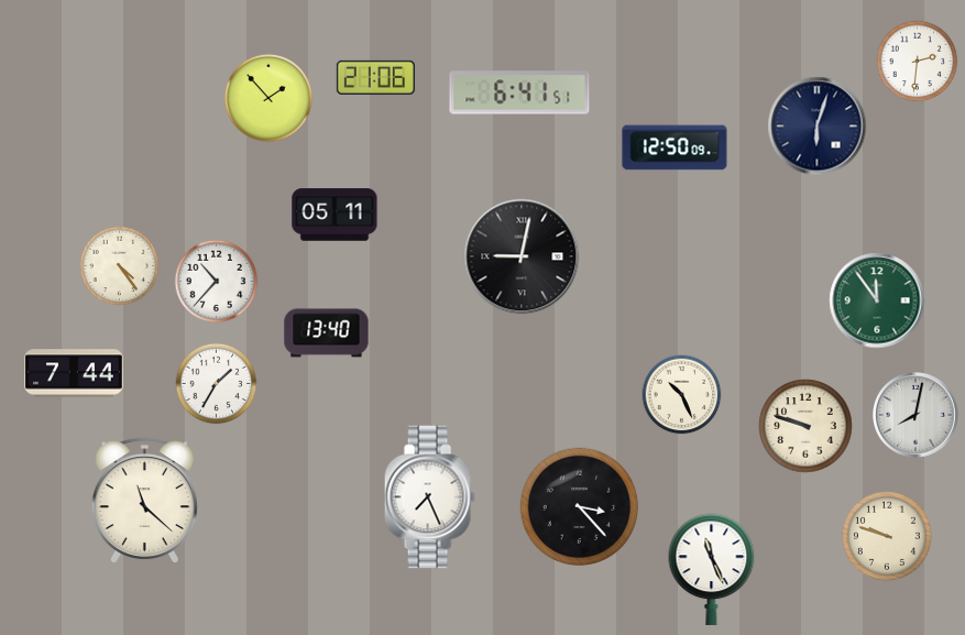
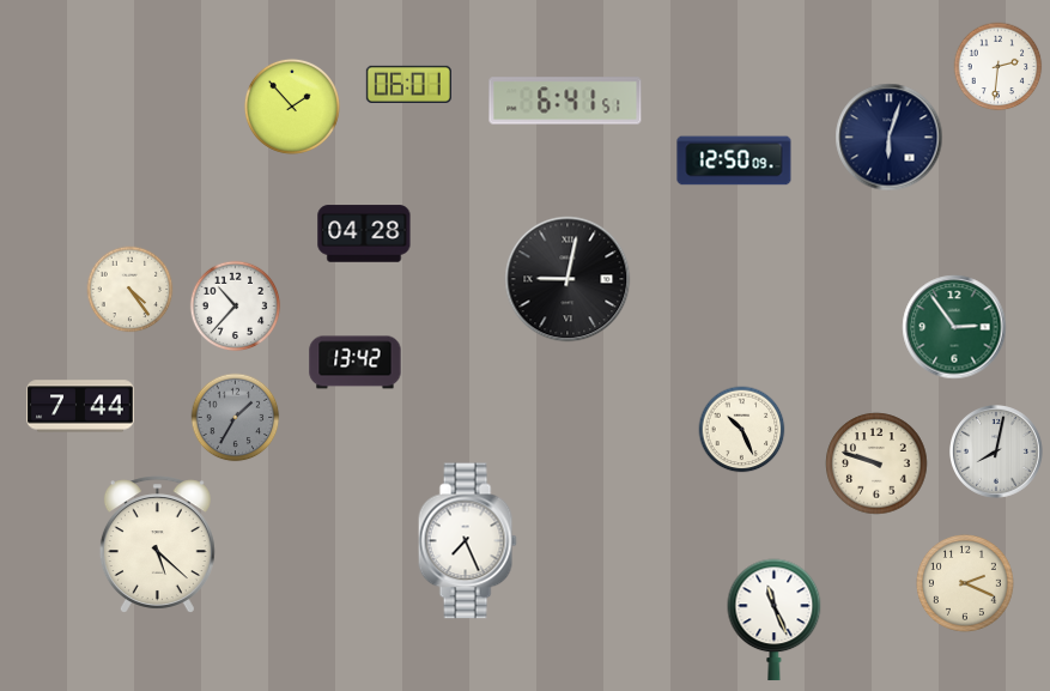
clock at (375, 77): 21:06 -> 06:01
clock at (335, 215): 05:11 -> 04:28
clock at (877, 300): 11:54 -> 2:54
clock at (327, 333): 13:40 -> 13:42
clock at (217, 384) dial: white -> grey
clock at (144, 501): 11:22 -> 5:22
clock at (579, 506): 3:23 -> none
clock at (887, 536): 9:48 -> 2:19
